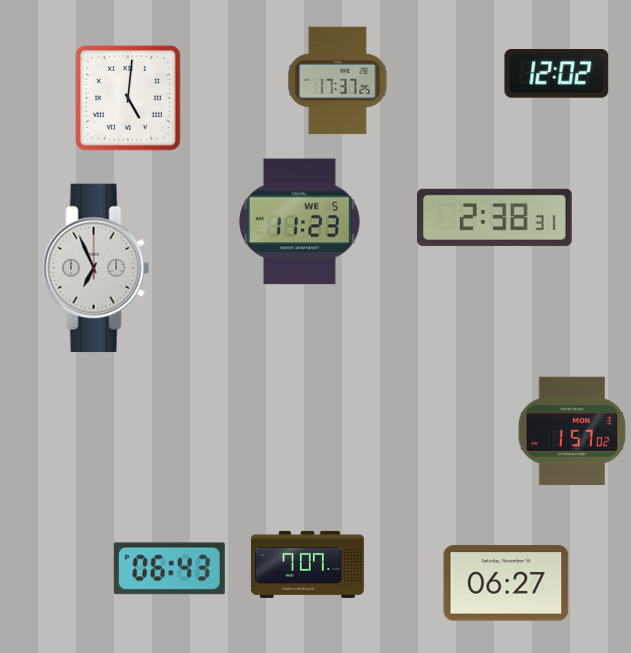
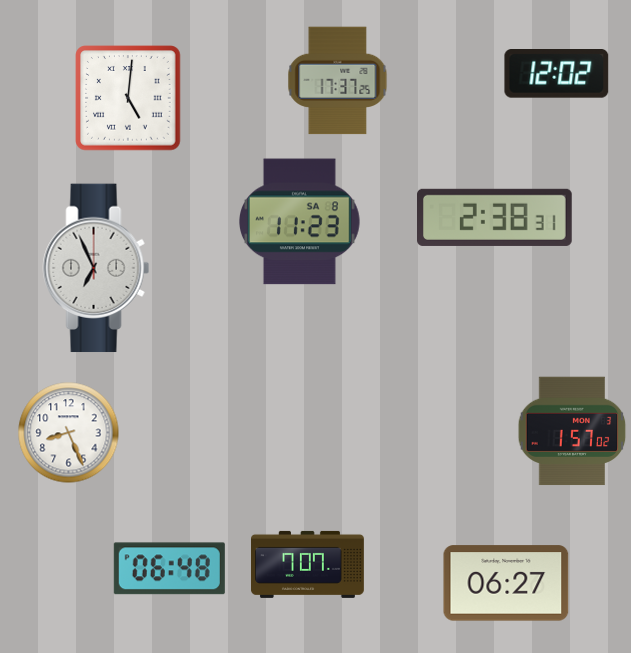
clock at (300, 222) date: WE 5 -> SA 8
clock at (69, 433): none -> 8:26
clock at (169, 569): 06:43 -> 06:48
